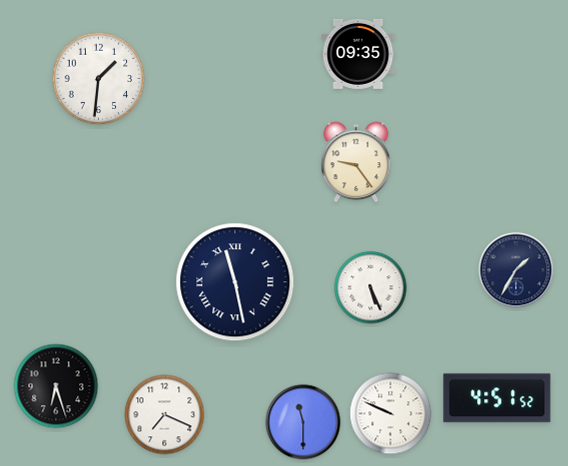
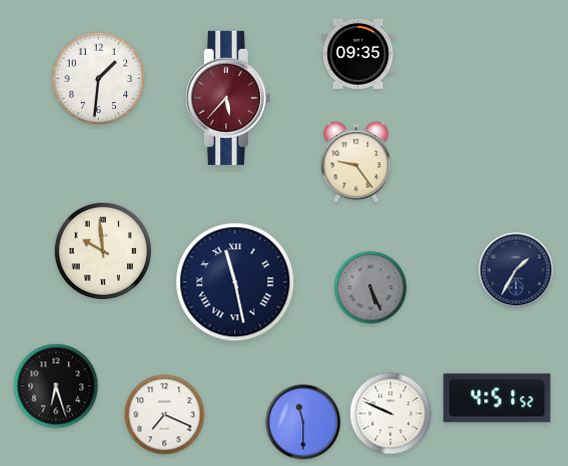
clock at (228, 98): none -> 5:37
clock at (102, 250): none -> 9:59
clock at (371, 288) dial: white -> grey
